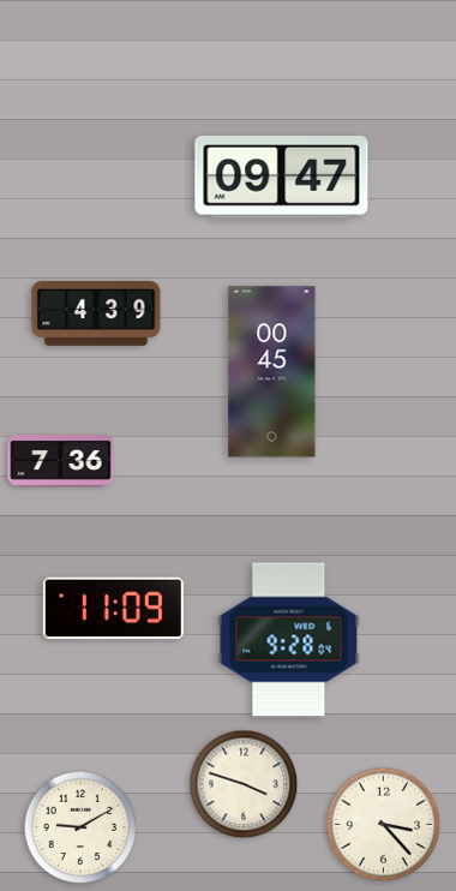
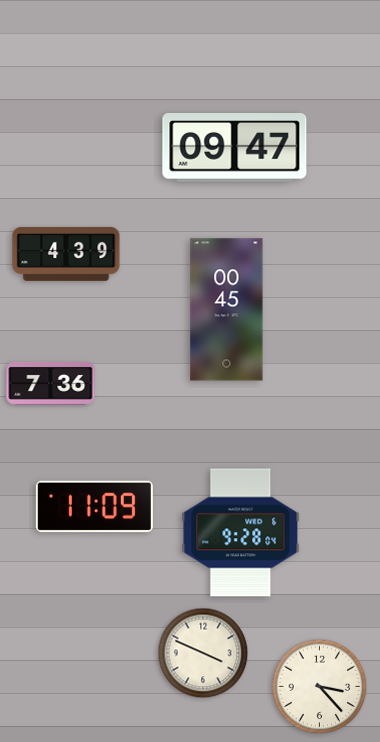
clock at (96, 313) position: (96, 313) -> (66, 254)
clock at (244, 784): 3:48 -> 3:49
clock at (80, 827): 9:10 -> none
